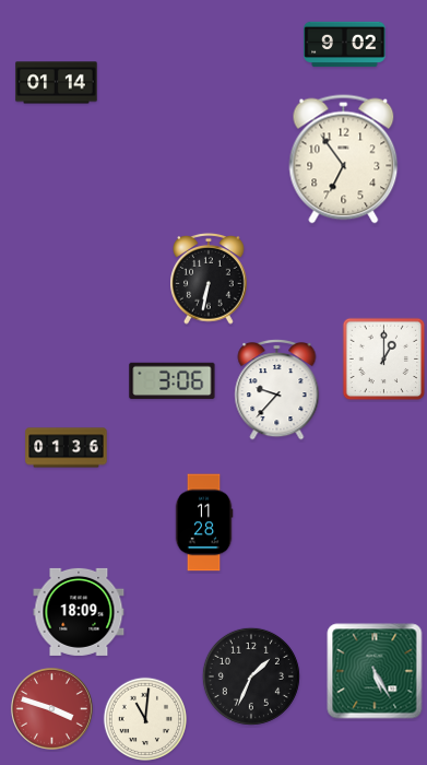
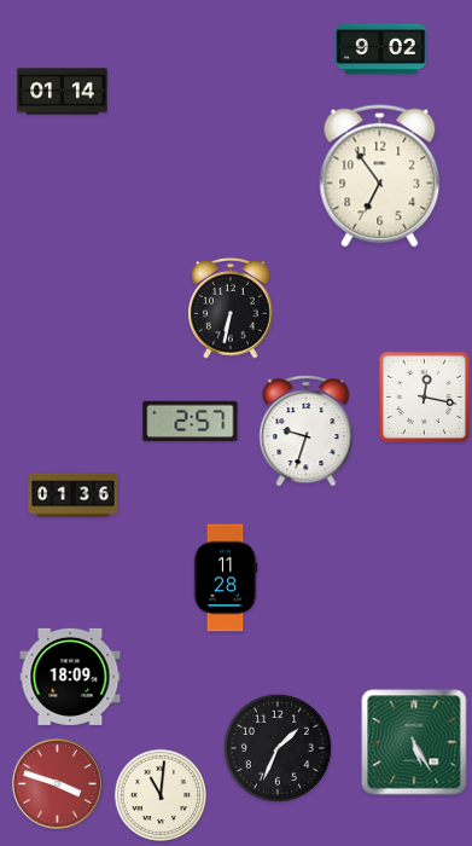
clock at (384, 360): 1:00 -> 12:17
clock at (173, 381): 3:06 -> 2:57
clock at (277, 390): 9:37 -> 9:33
clock at (79, 612) position: (79, 612) -> (70, 677)
